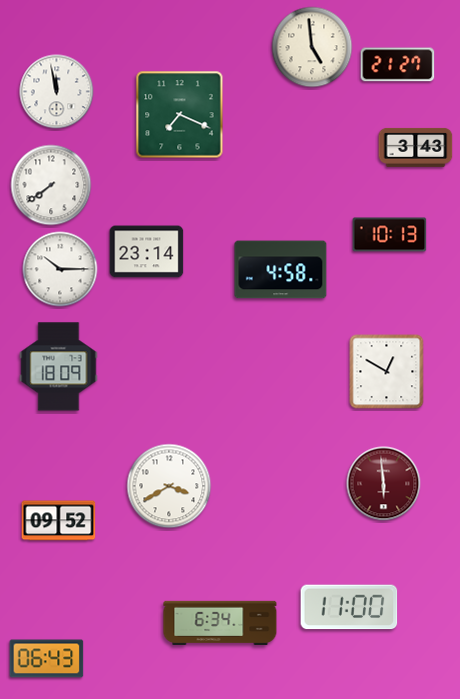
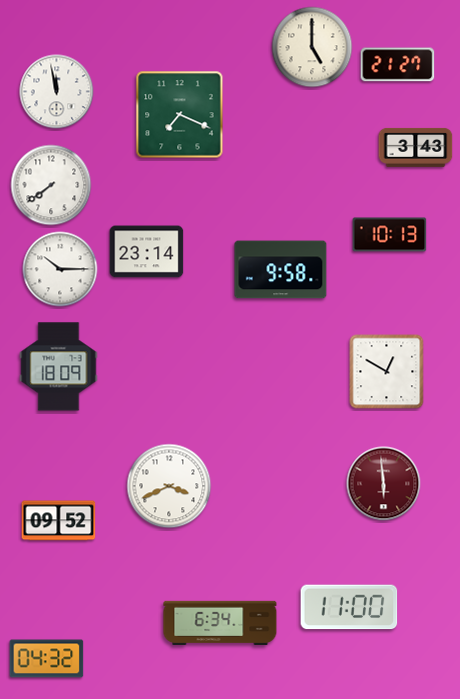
clock at (312, 47): 4:59 -> 5:00
clock at (281, 270): 4:58 -> 9:58
clock at (169, 486): 3:40 -> 3:41
clock at (47, 659): 06:43 -> 04:32
